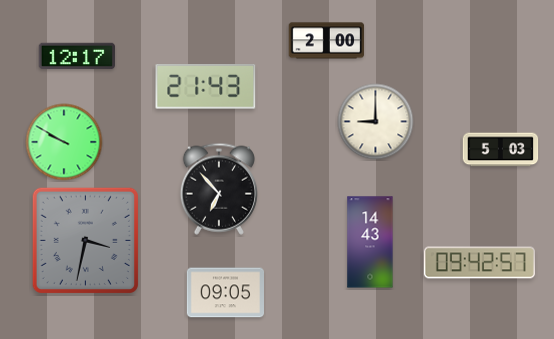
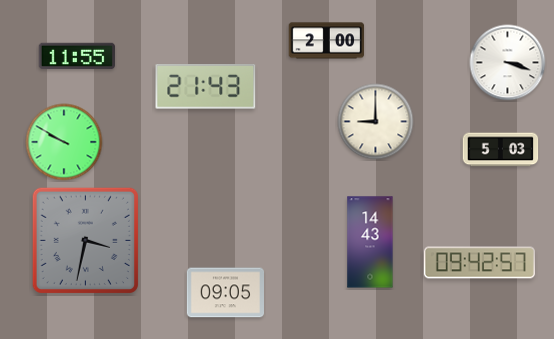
clock at (77, 56): 12:17 -> 11:55
clock at (508, 63): none -> 3:18
clock at (219, 189): 6:53 -> none
